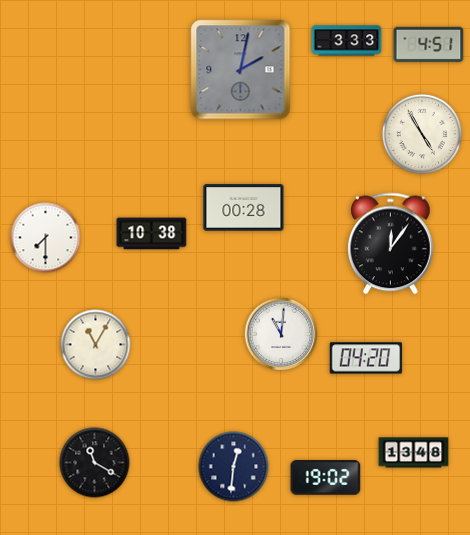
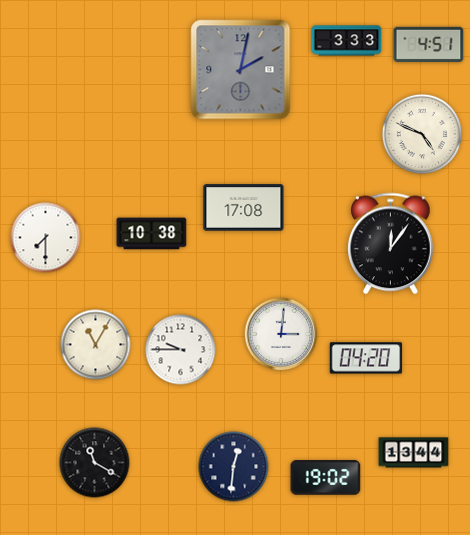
clock at (421, 133): 4:55 -> 4:49
clock at (244, 208): 00:28 -> 17:08
clock at (281, 334): 11:01 -> 3:01
clock at (181, 350): none -> 9:45
clock at (414, 453): 13:48 -> 13:44
